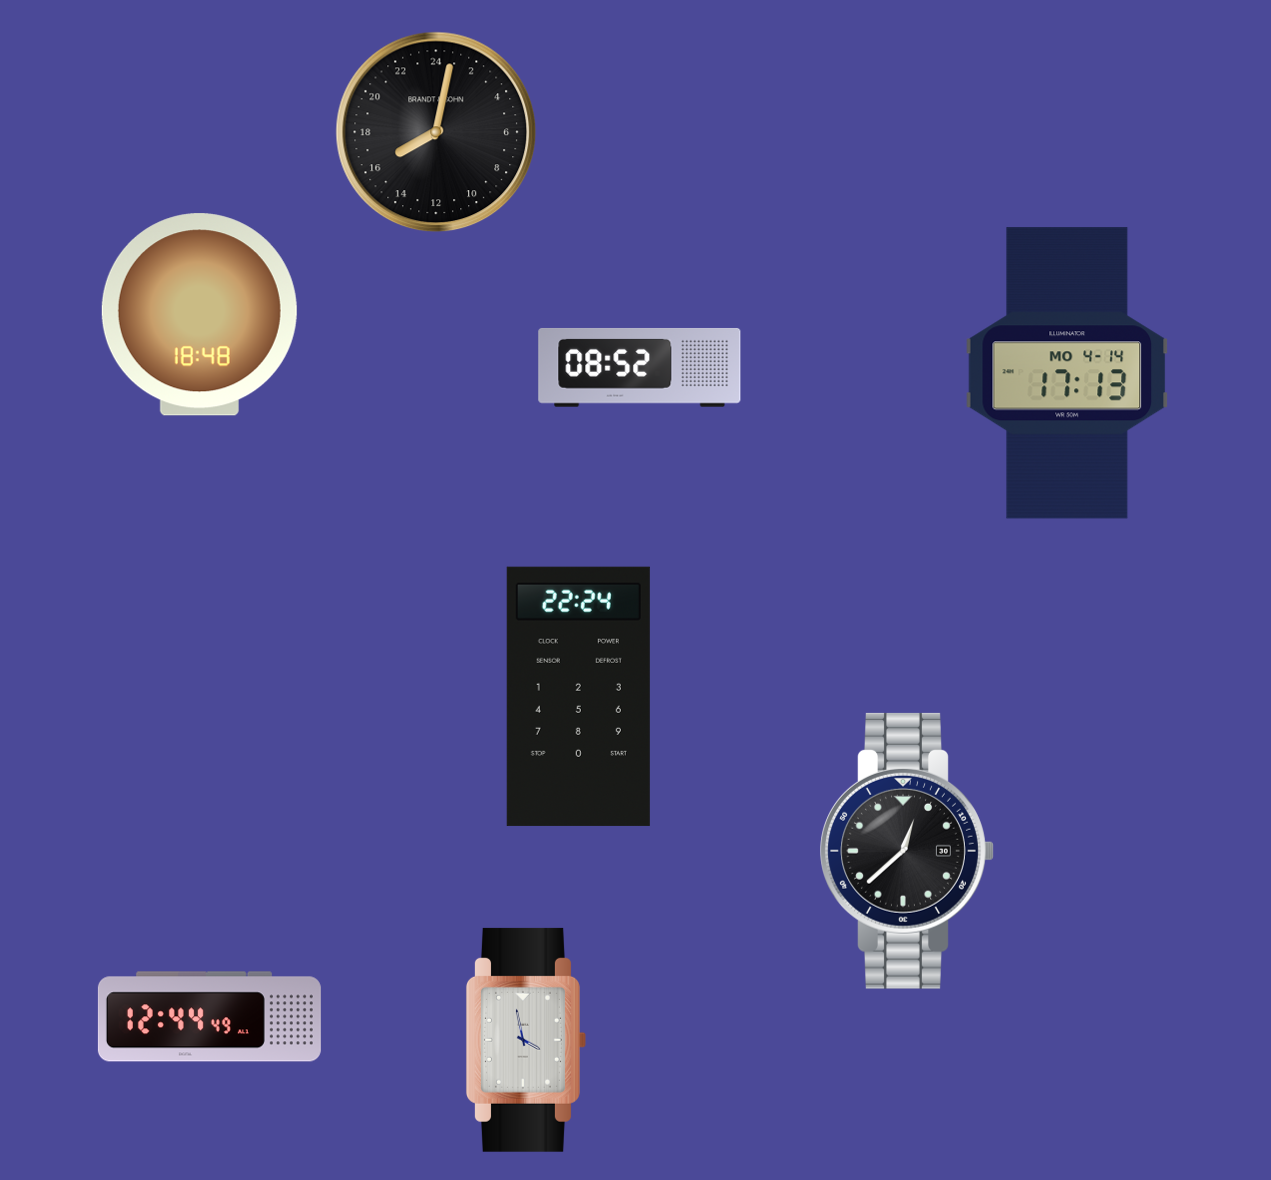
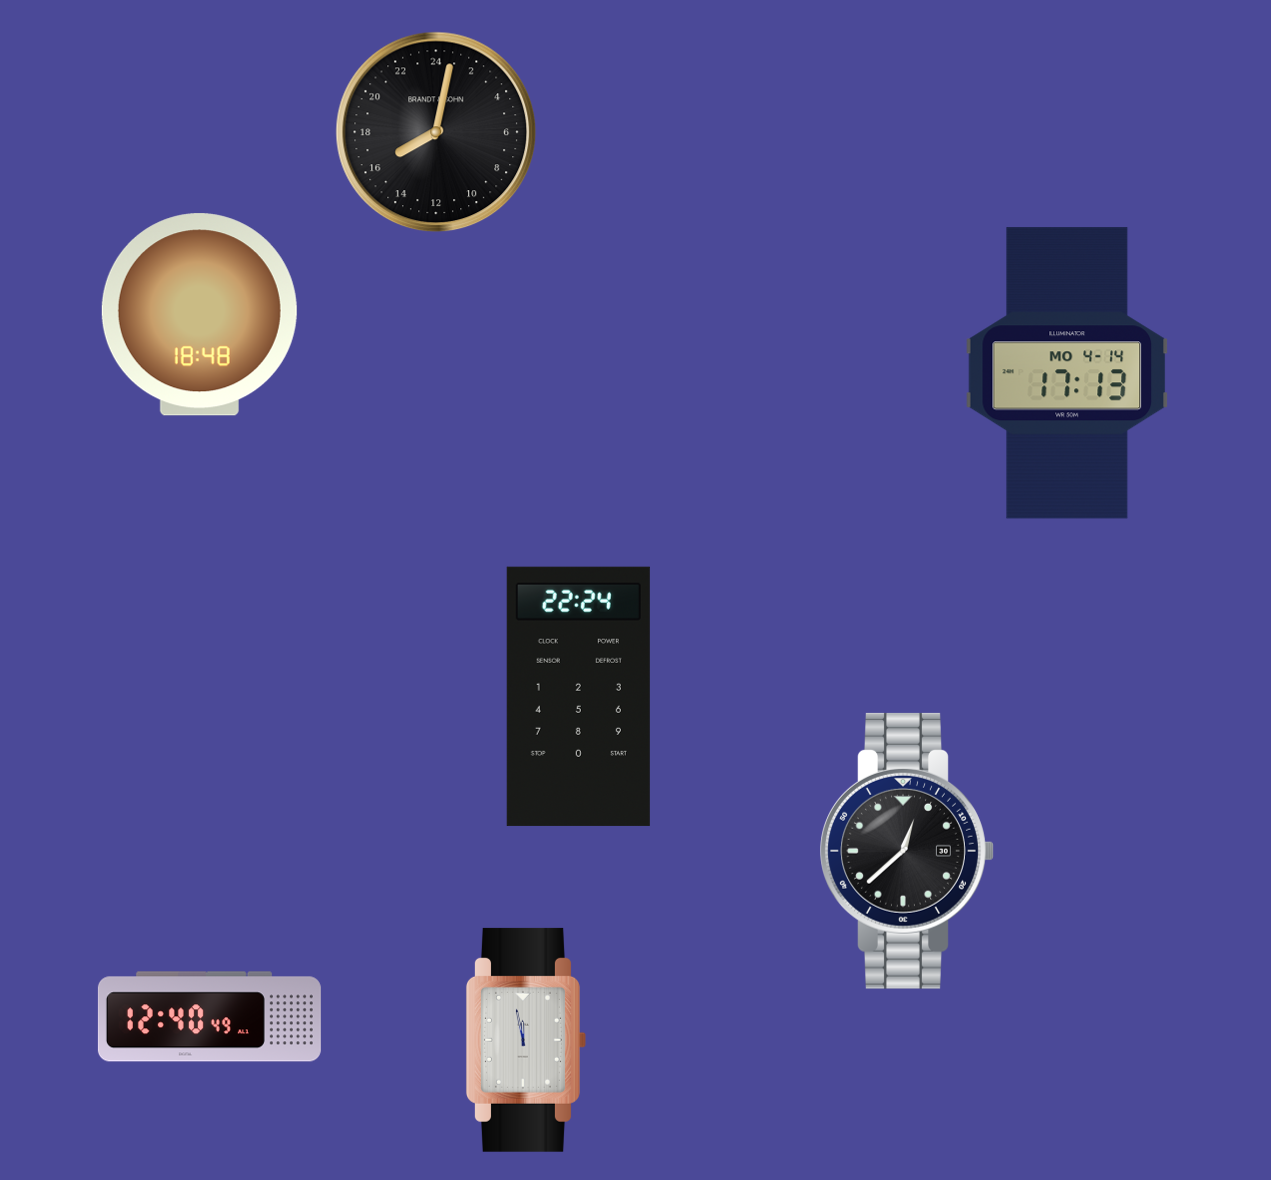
clock at (640, 367): 08:52 -> none
clock at (209, 1017): 12:44 -> 12:40
clock at (526, 1040): 3:58 -> 11:58
